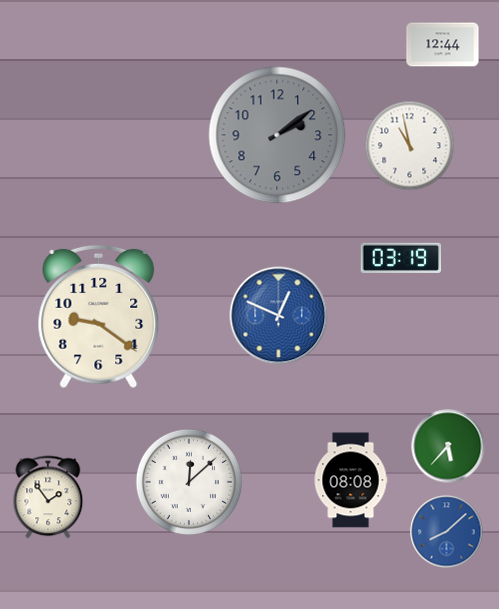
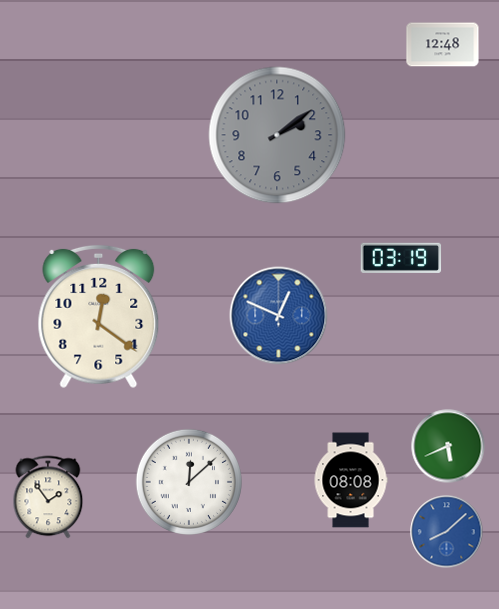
clock at (443, 45): 12:44 -> 12:48
clock at (410, 146): 10:58 -> none
clock at (99, 317): 9:21 -> 12:21
clock at (448, 446): 5:37 -> 5:41
